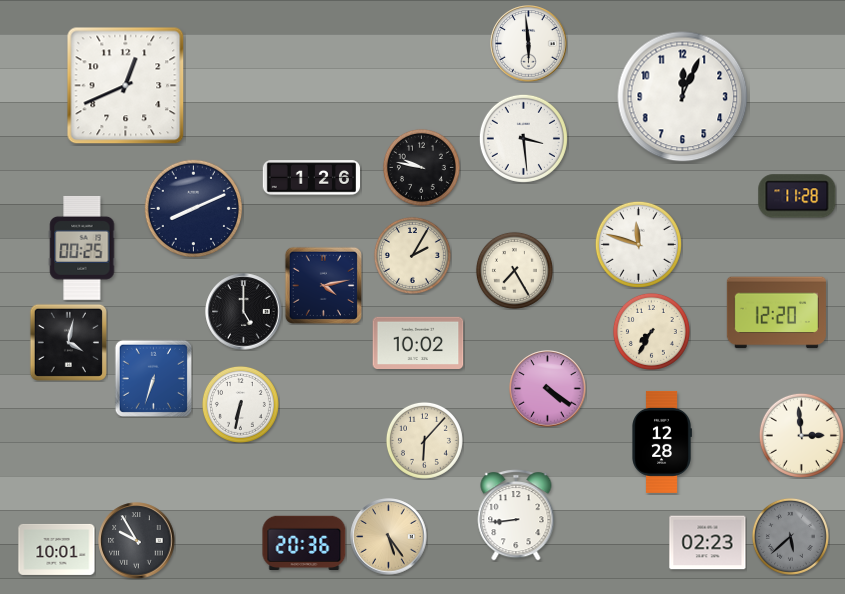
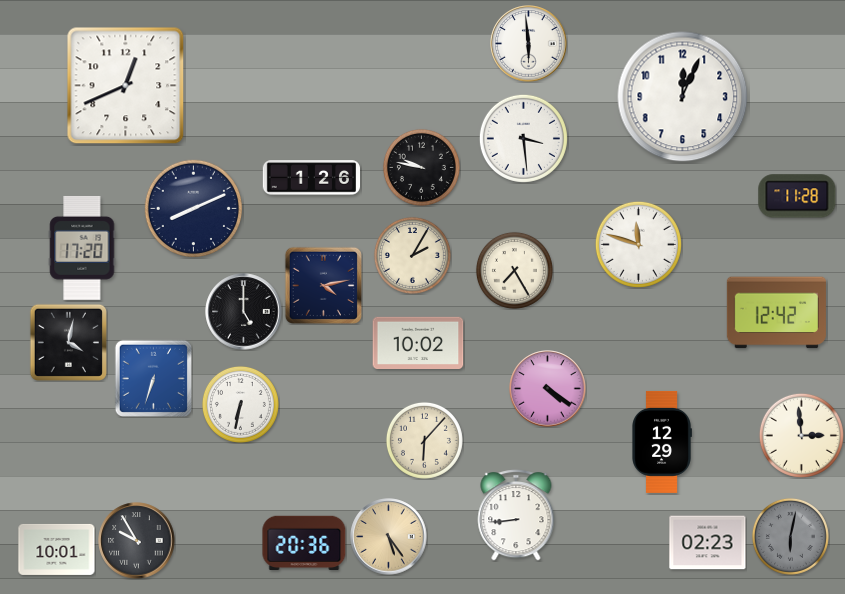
clock at (82, 248): 00:25 -> 17:20
clock at (776, 313): 12:20 -> 12:42
clock at (651, 331): 7:35 -> none
clock at (662, 442): 12:28 -> 12:29
clock at (790, 536): 5:38 -> 6:02
